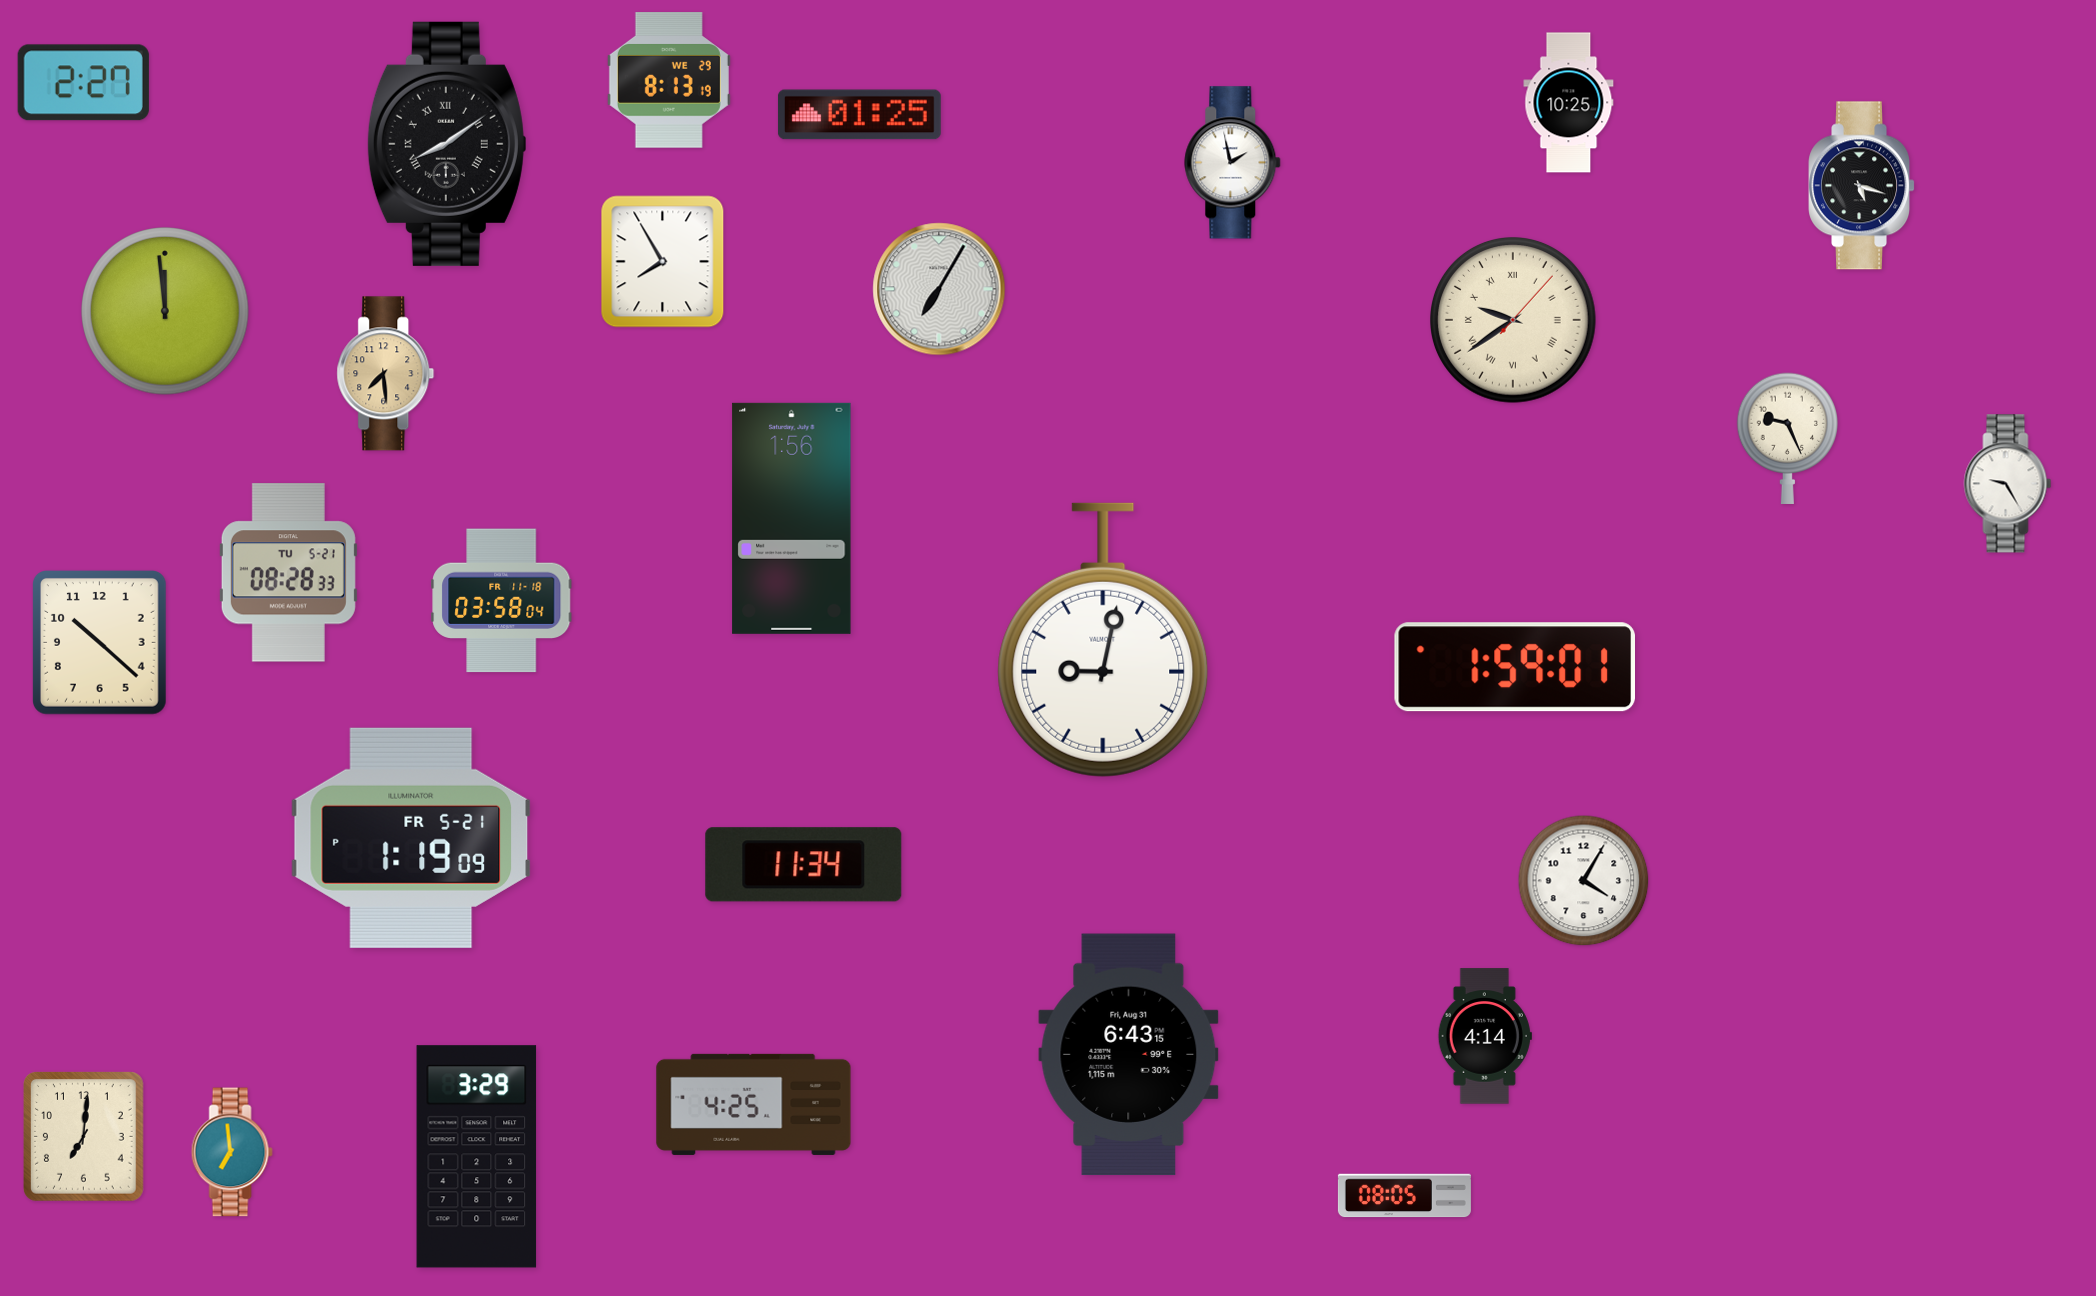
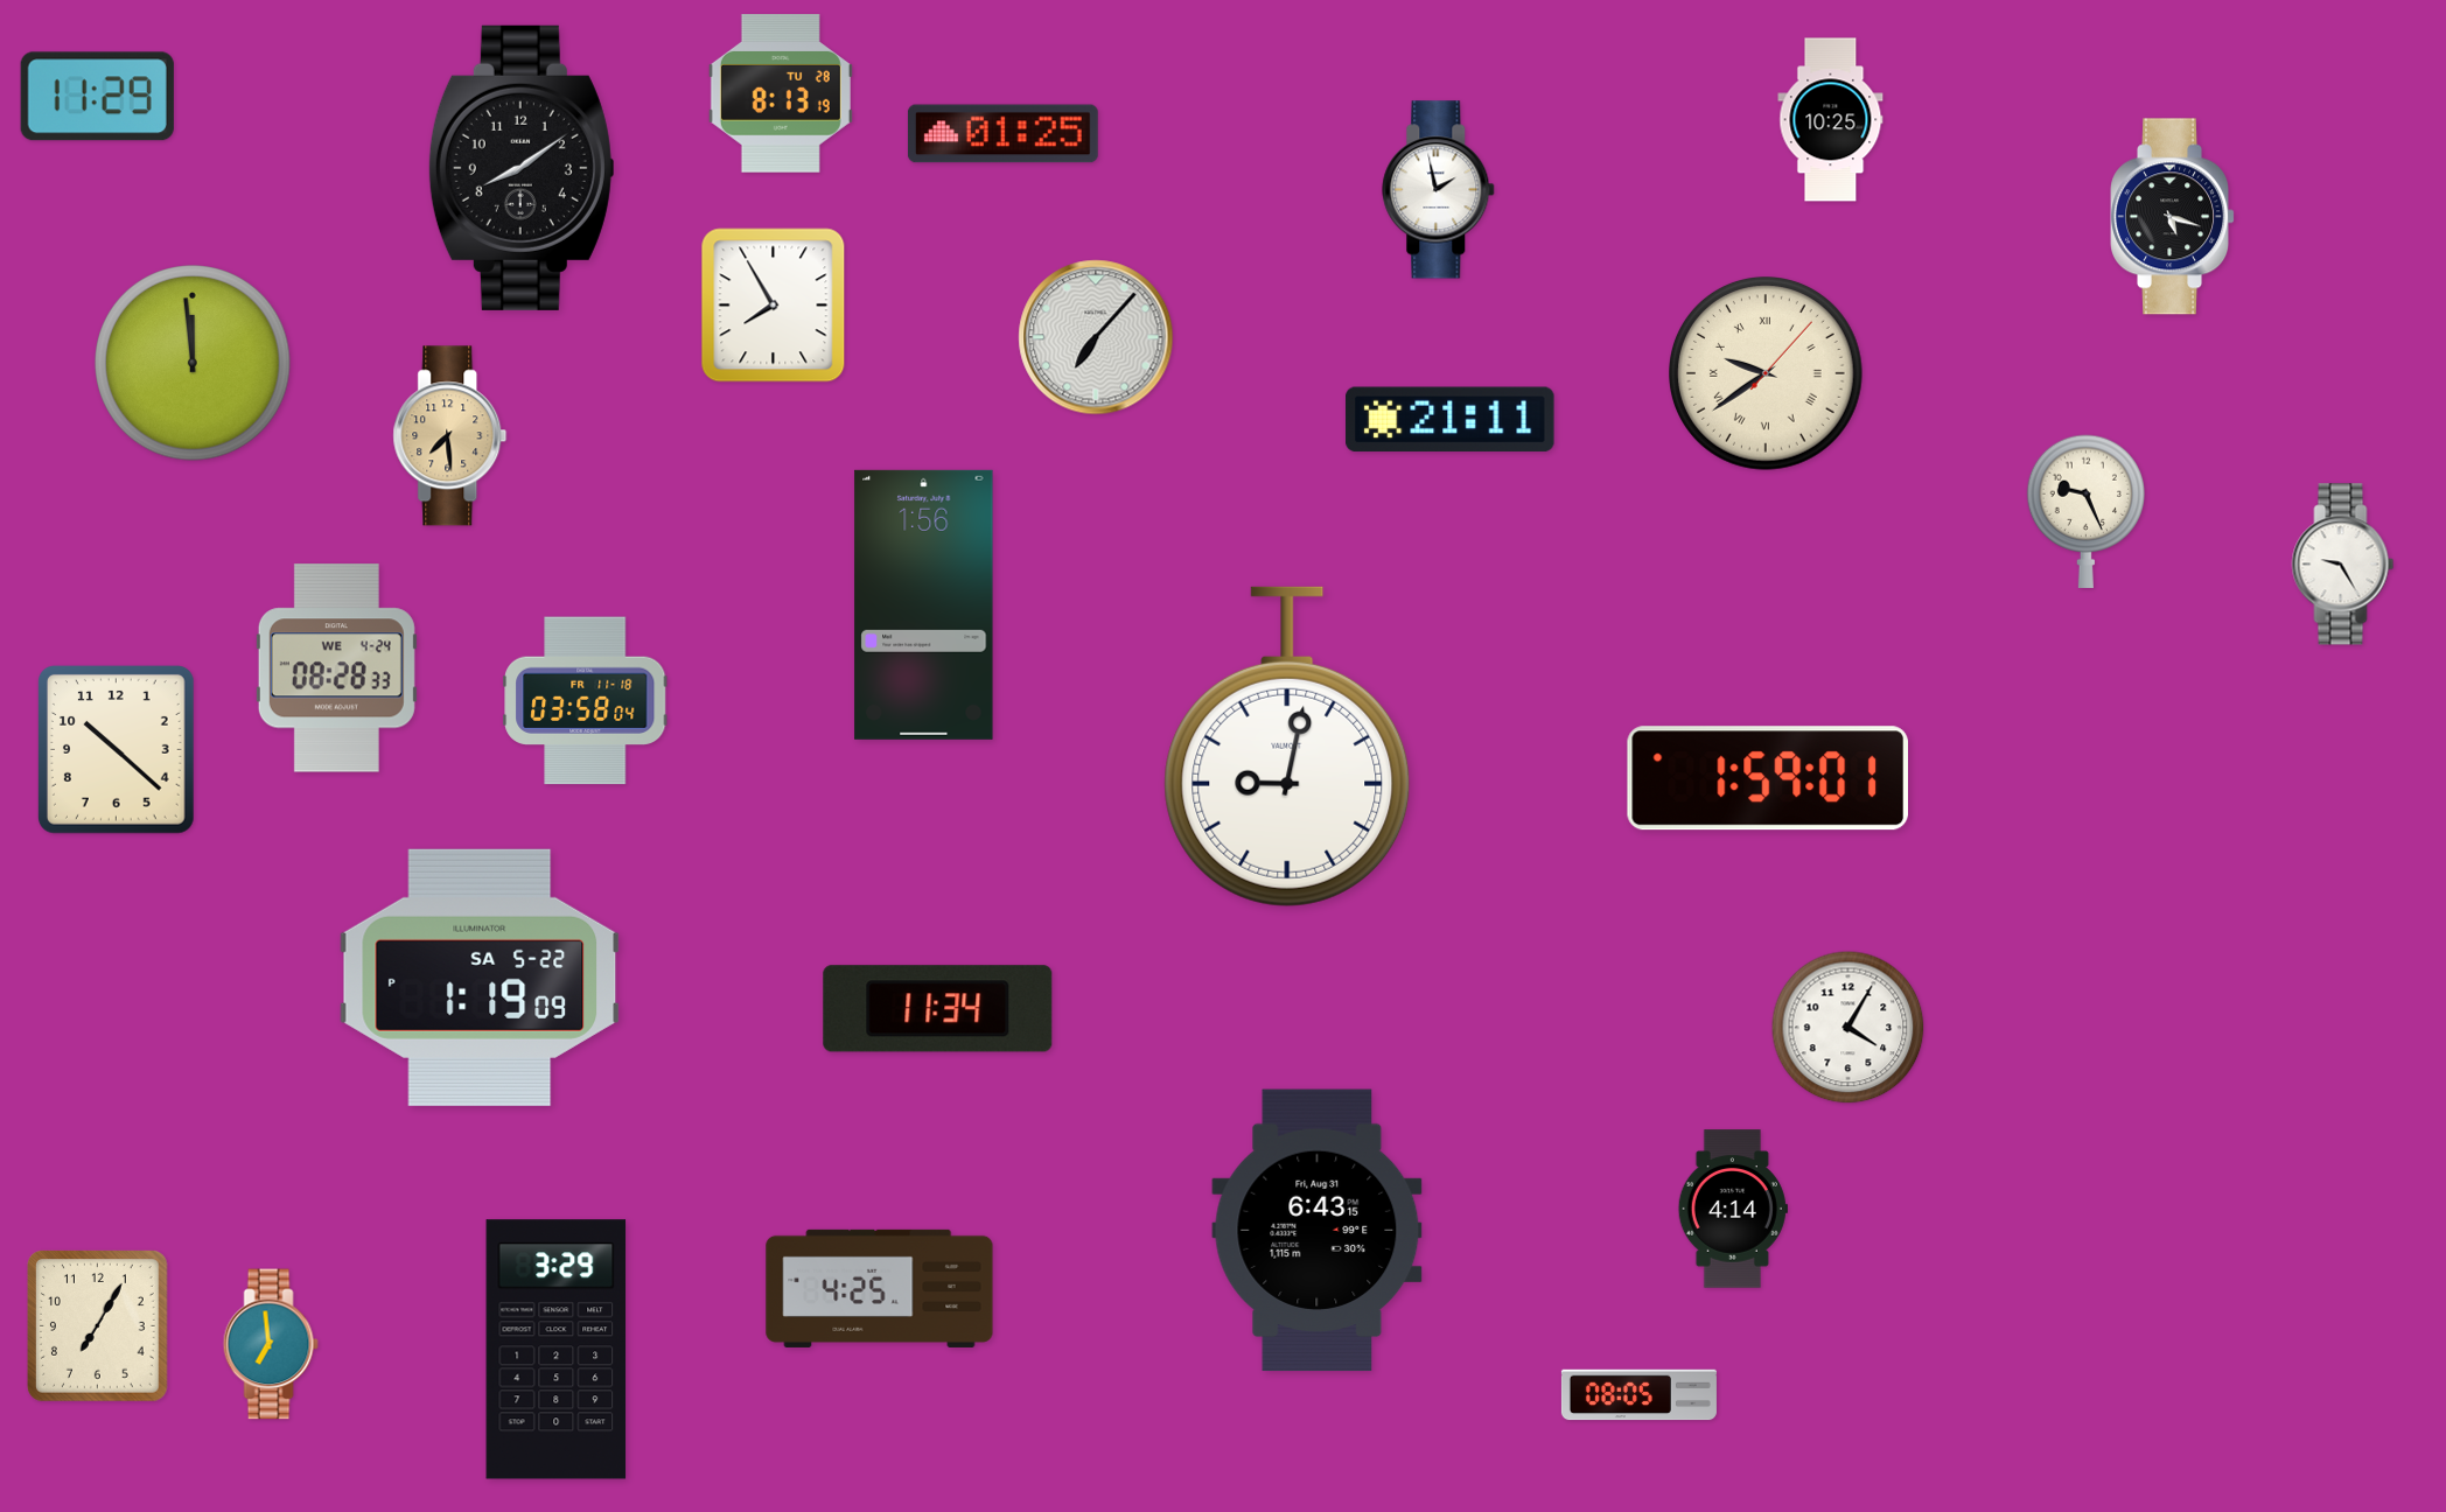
clock at (669, 80) date: WE 29 -> TU 28
clock at (83, 83): 2:27 -> 11:29
clock at (447, 144) numerals: Roman -> Arabic
clock at (939, 289): 7:05 -> 7:07
clock at (1451, 420): none -> 21:11
clock at (288, 573) date: TU 5-21 -> WE 4-24
clock at (411, 838) date: FR 5-21 -> SA 5-22
clock at (84, 1137): 7:01 -> 7:05
